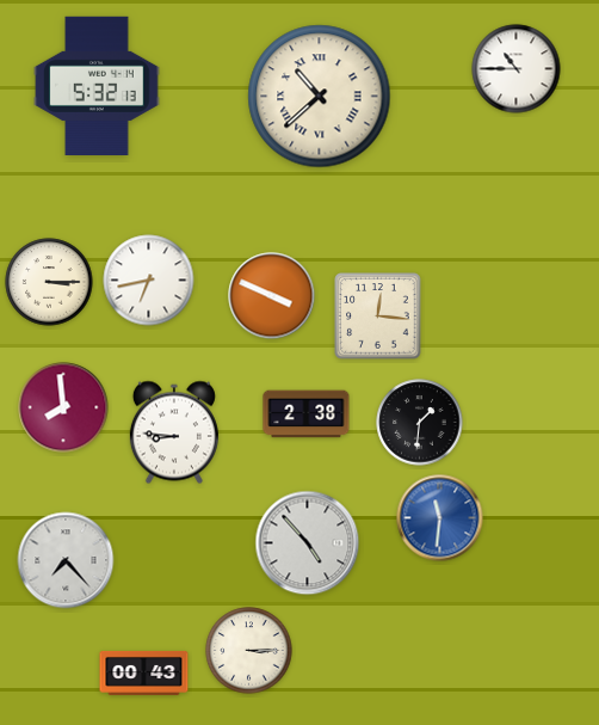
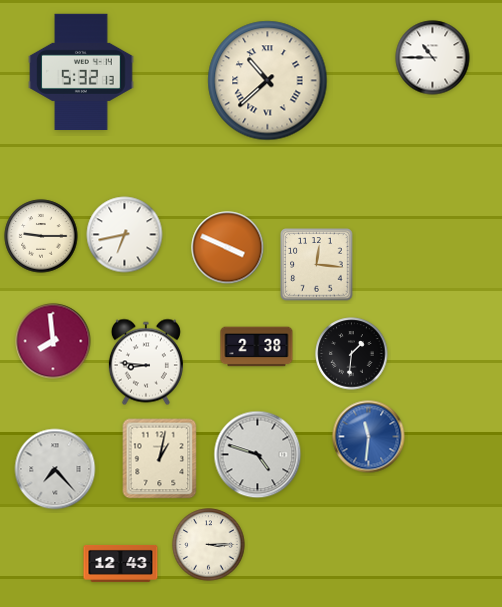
clock at (49, 282): 3:15 -> 9:15
clock at (440, 518) position: (440, 518) -> (369, 437)
clock at (308, 543): 4:53 -> 4:48
clock at (160, 459): none -> 1:02
clock at (144, 672): 00:43 -> 12:43
